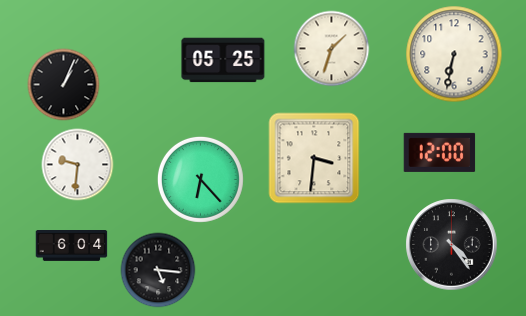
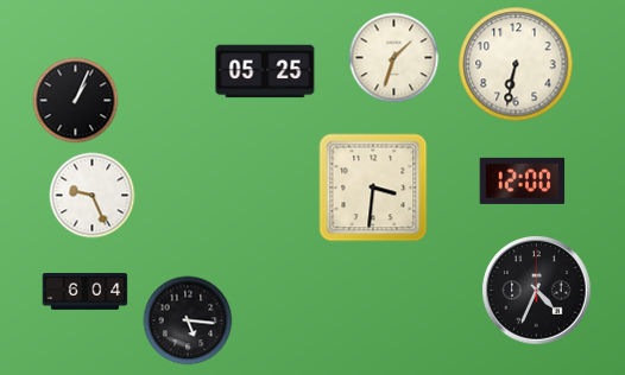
clock at (454, 54) position: (454, 54) -> (516, 64)
clock at (78, 165): 9:31 -> 9:26
clock at (200, 179): 6:23 -> none
clock at (452, 245): 4:24 -> 4:34
